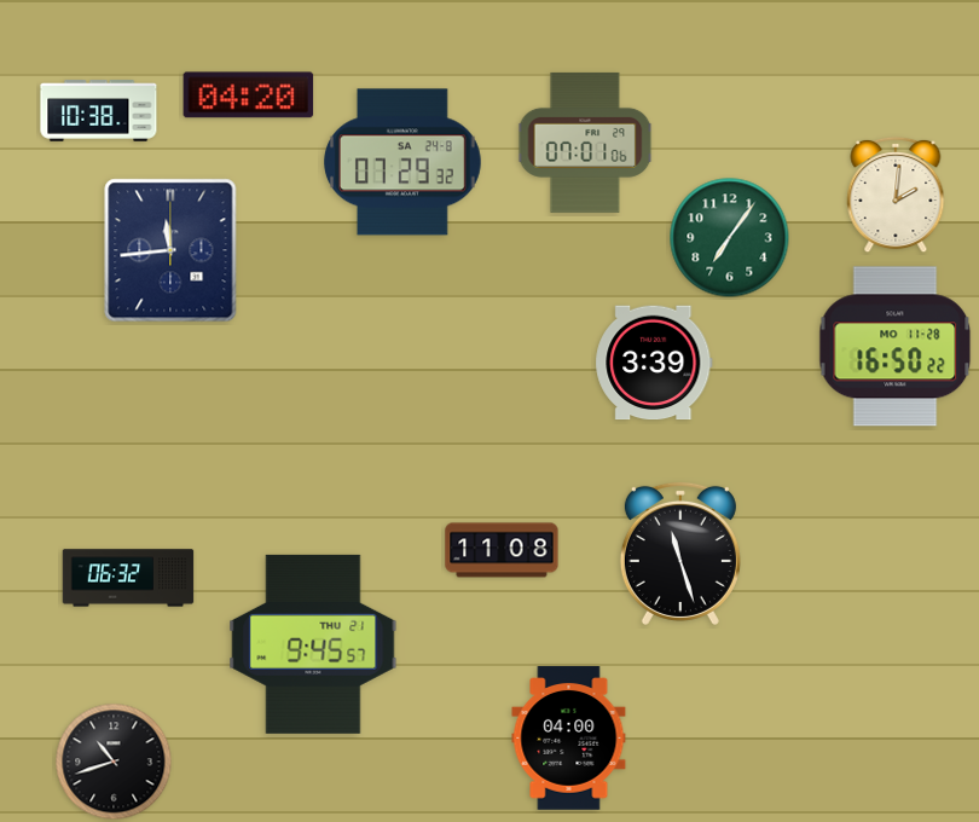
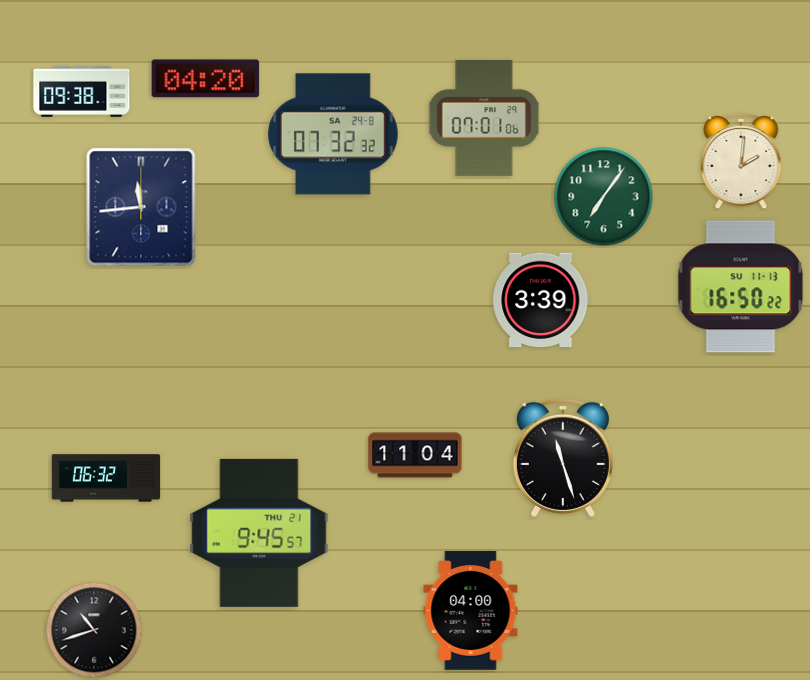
clock at (99, 111): 10:38 -> 09:38
clock at (404, 162): 07:29 -> 07:32
clock at (896, 347) date: MO 11-28 -> SU 11-13
clock at (502, 550): 11:08 -> 11:04
